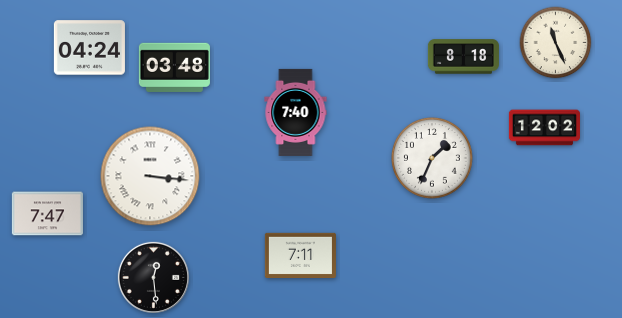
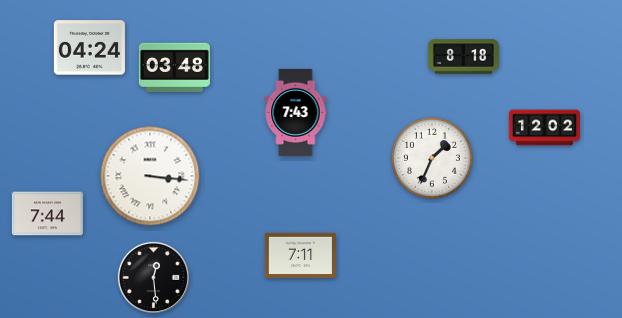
clock at (556, 43): 11:26 -> none
clock at (296, 112): 7:40 -> 7:43
clock at (47, 214): 7:47 -> 7:44
